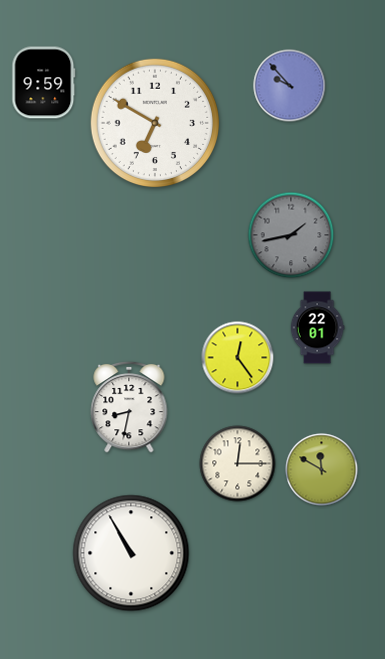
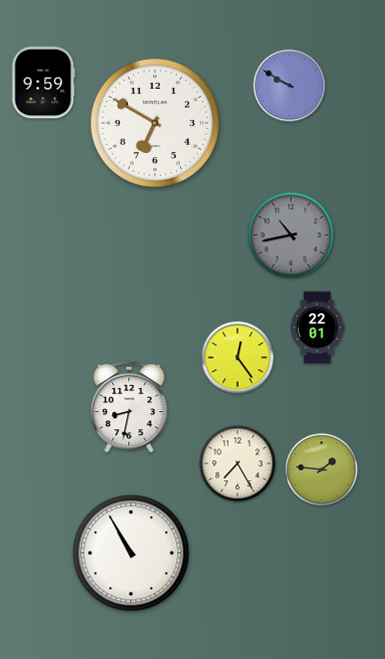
clock at (290, 86): 9:53 -> 9:50
clock at (291, 235): 1:43 -> 10:43
clock at (238, 464): 12:15 -> 7:25
clock at (322, 470): 11:50 -> 1:46
